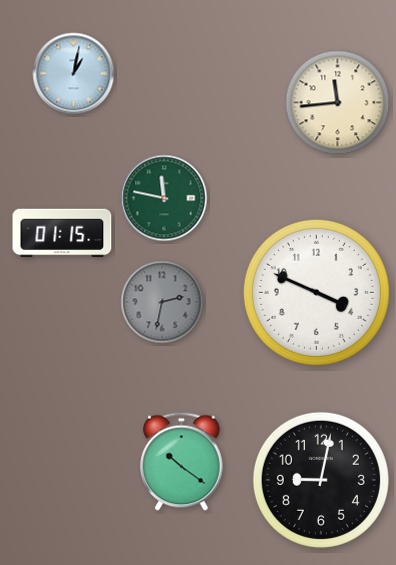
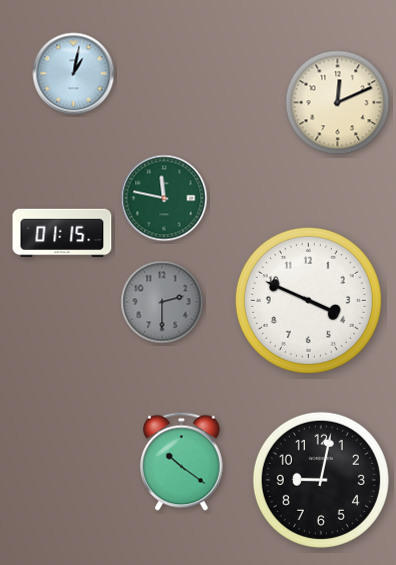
clock at (338, 103): 11:44 -> 12:11
clock at (316, 292) position: (316, 292) -> (308, 300)
clock at (162, 302): 2:32 -> 2:30
